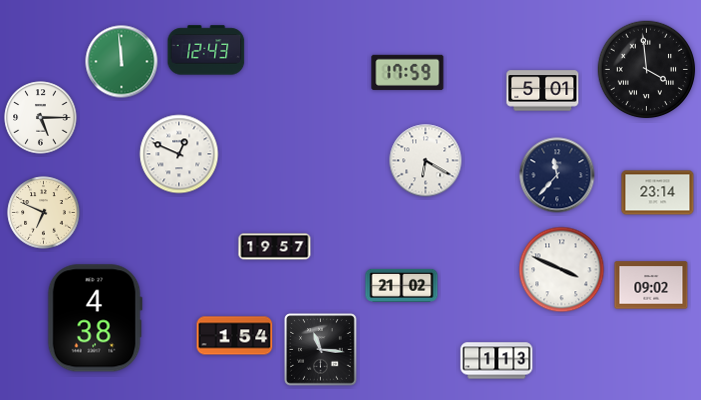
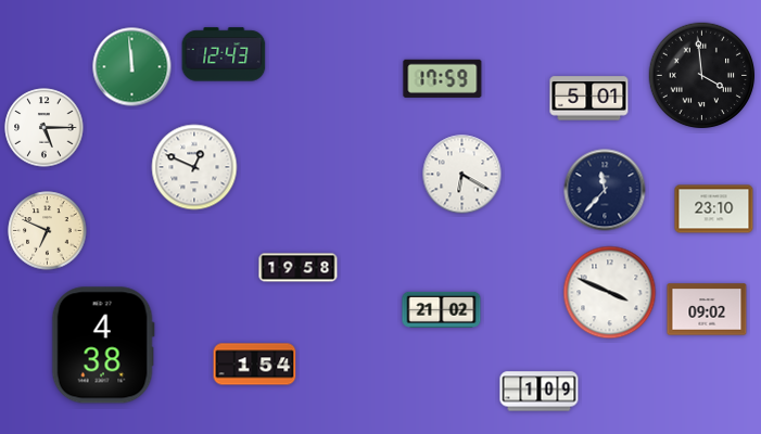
clock at (658, 193): 23:14 -> 23:10
clock at (275, 247): 19:57 -> 19:58
clock at (402, 285) position: (402, 285) -> (442, 309)
clock at (321, 350): 11:16 -> none
clock at (497, 361): 1:13 -> 1:09
